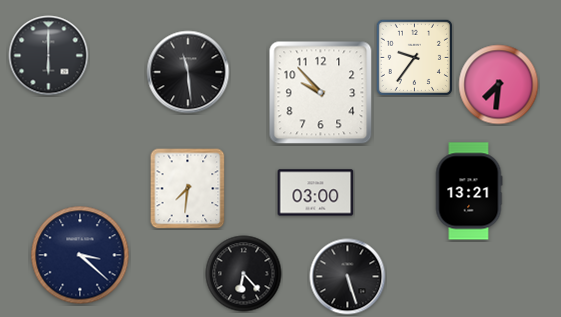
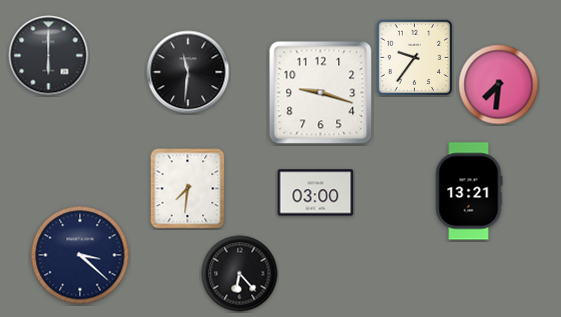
clock at (188, 72): 11:29 -> 11:31
clock at (321, 93): 9:53 -> 9:18
clock at (244, 274) position: (244, 274) -> (240, 274)
clock at (348, 277): 5:27 -> none
